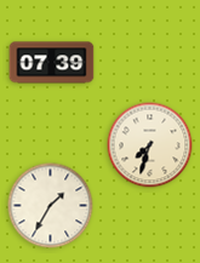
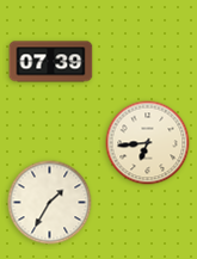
clock at (150, 145): 7:33 -> 6:44
